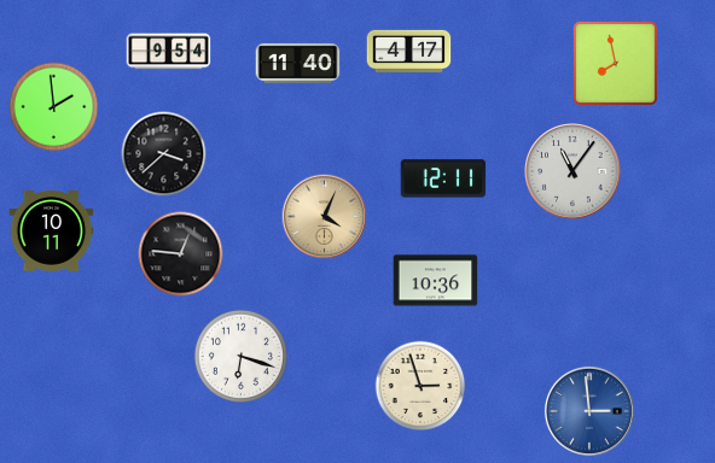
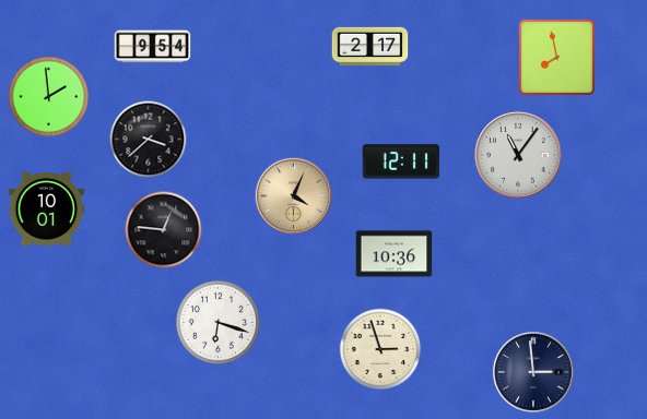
clock at (409, 52): 4:17 -> 2:17
clock at (298, 63): 11:40 -> none
clock at (52, 231): 10:11 -> 10:01
clock at (589, 411) dial: blue -> navy
